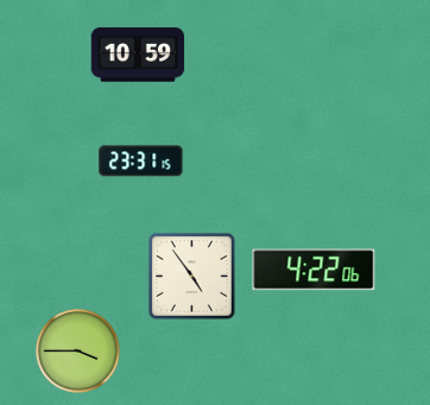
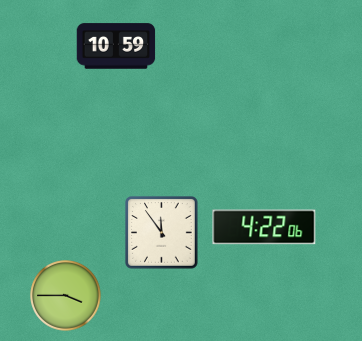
clock at (141, 162): 23:31 -> none
clock at (192, 277): 4:54 -> 11:54
